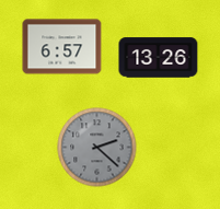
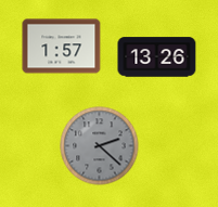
clock at (62, 47): 6:57 -> 1:57
clock at (97, 148) position: (97, 148) -> (100, 146)
